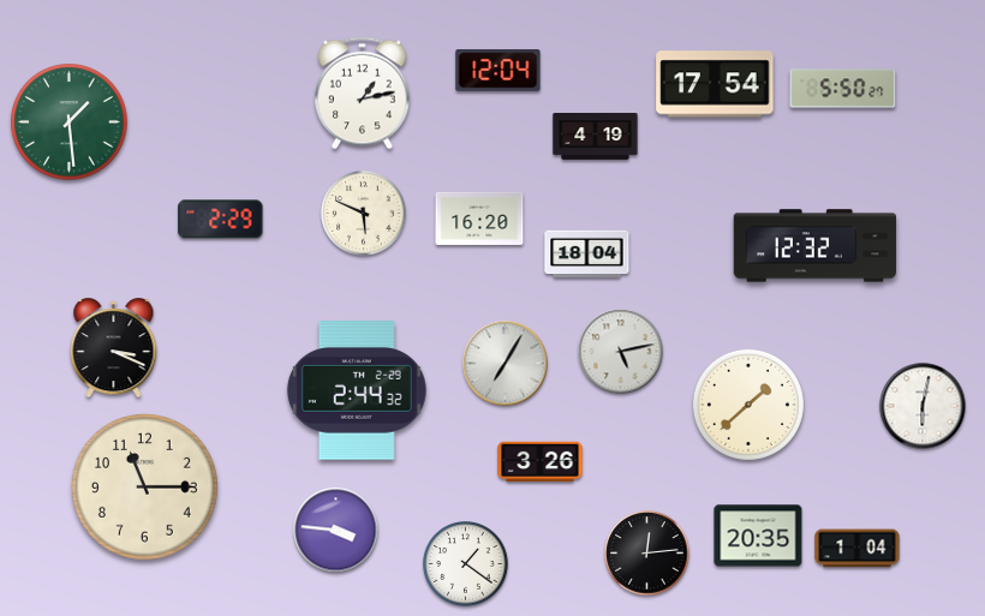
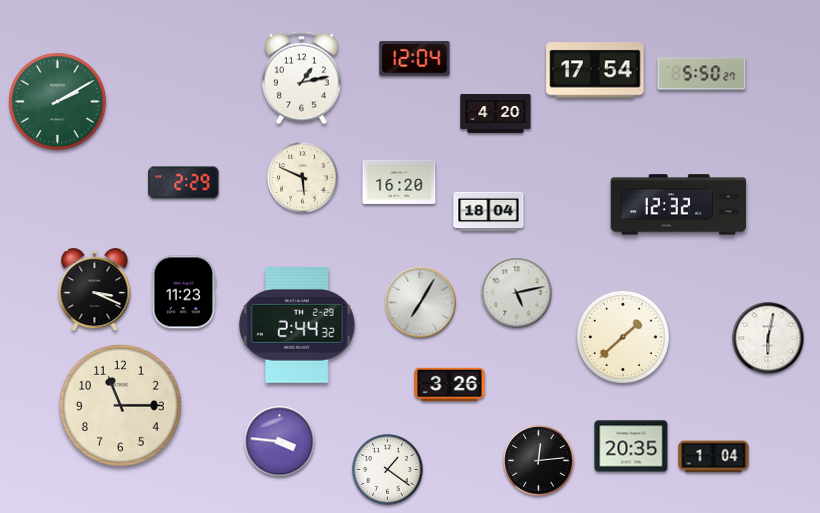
clock at (70, 122): 1:29 -> 2:10
clock at (596, 137): 4:19 -> 4:20
clock at (184, 292): none -> 11:23
